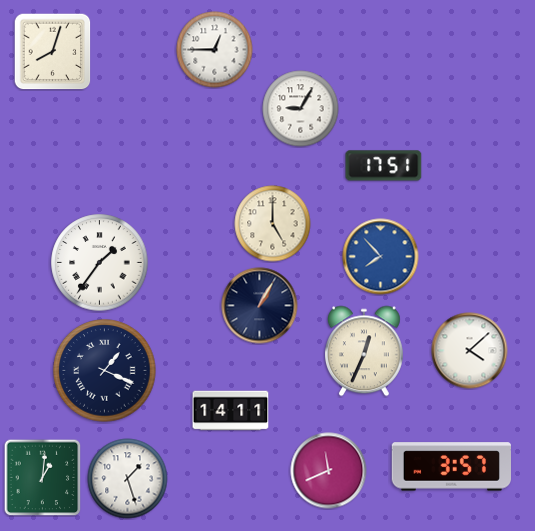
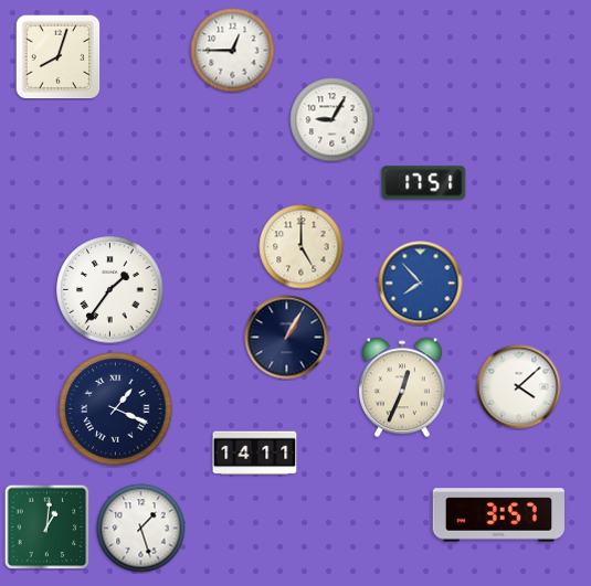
clock at (215, 50) position: (215, 50) -> (233, 51)
clock at (329, 471): 11:41 -> none
